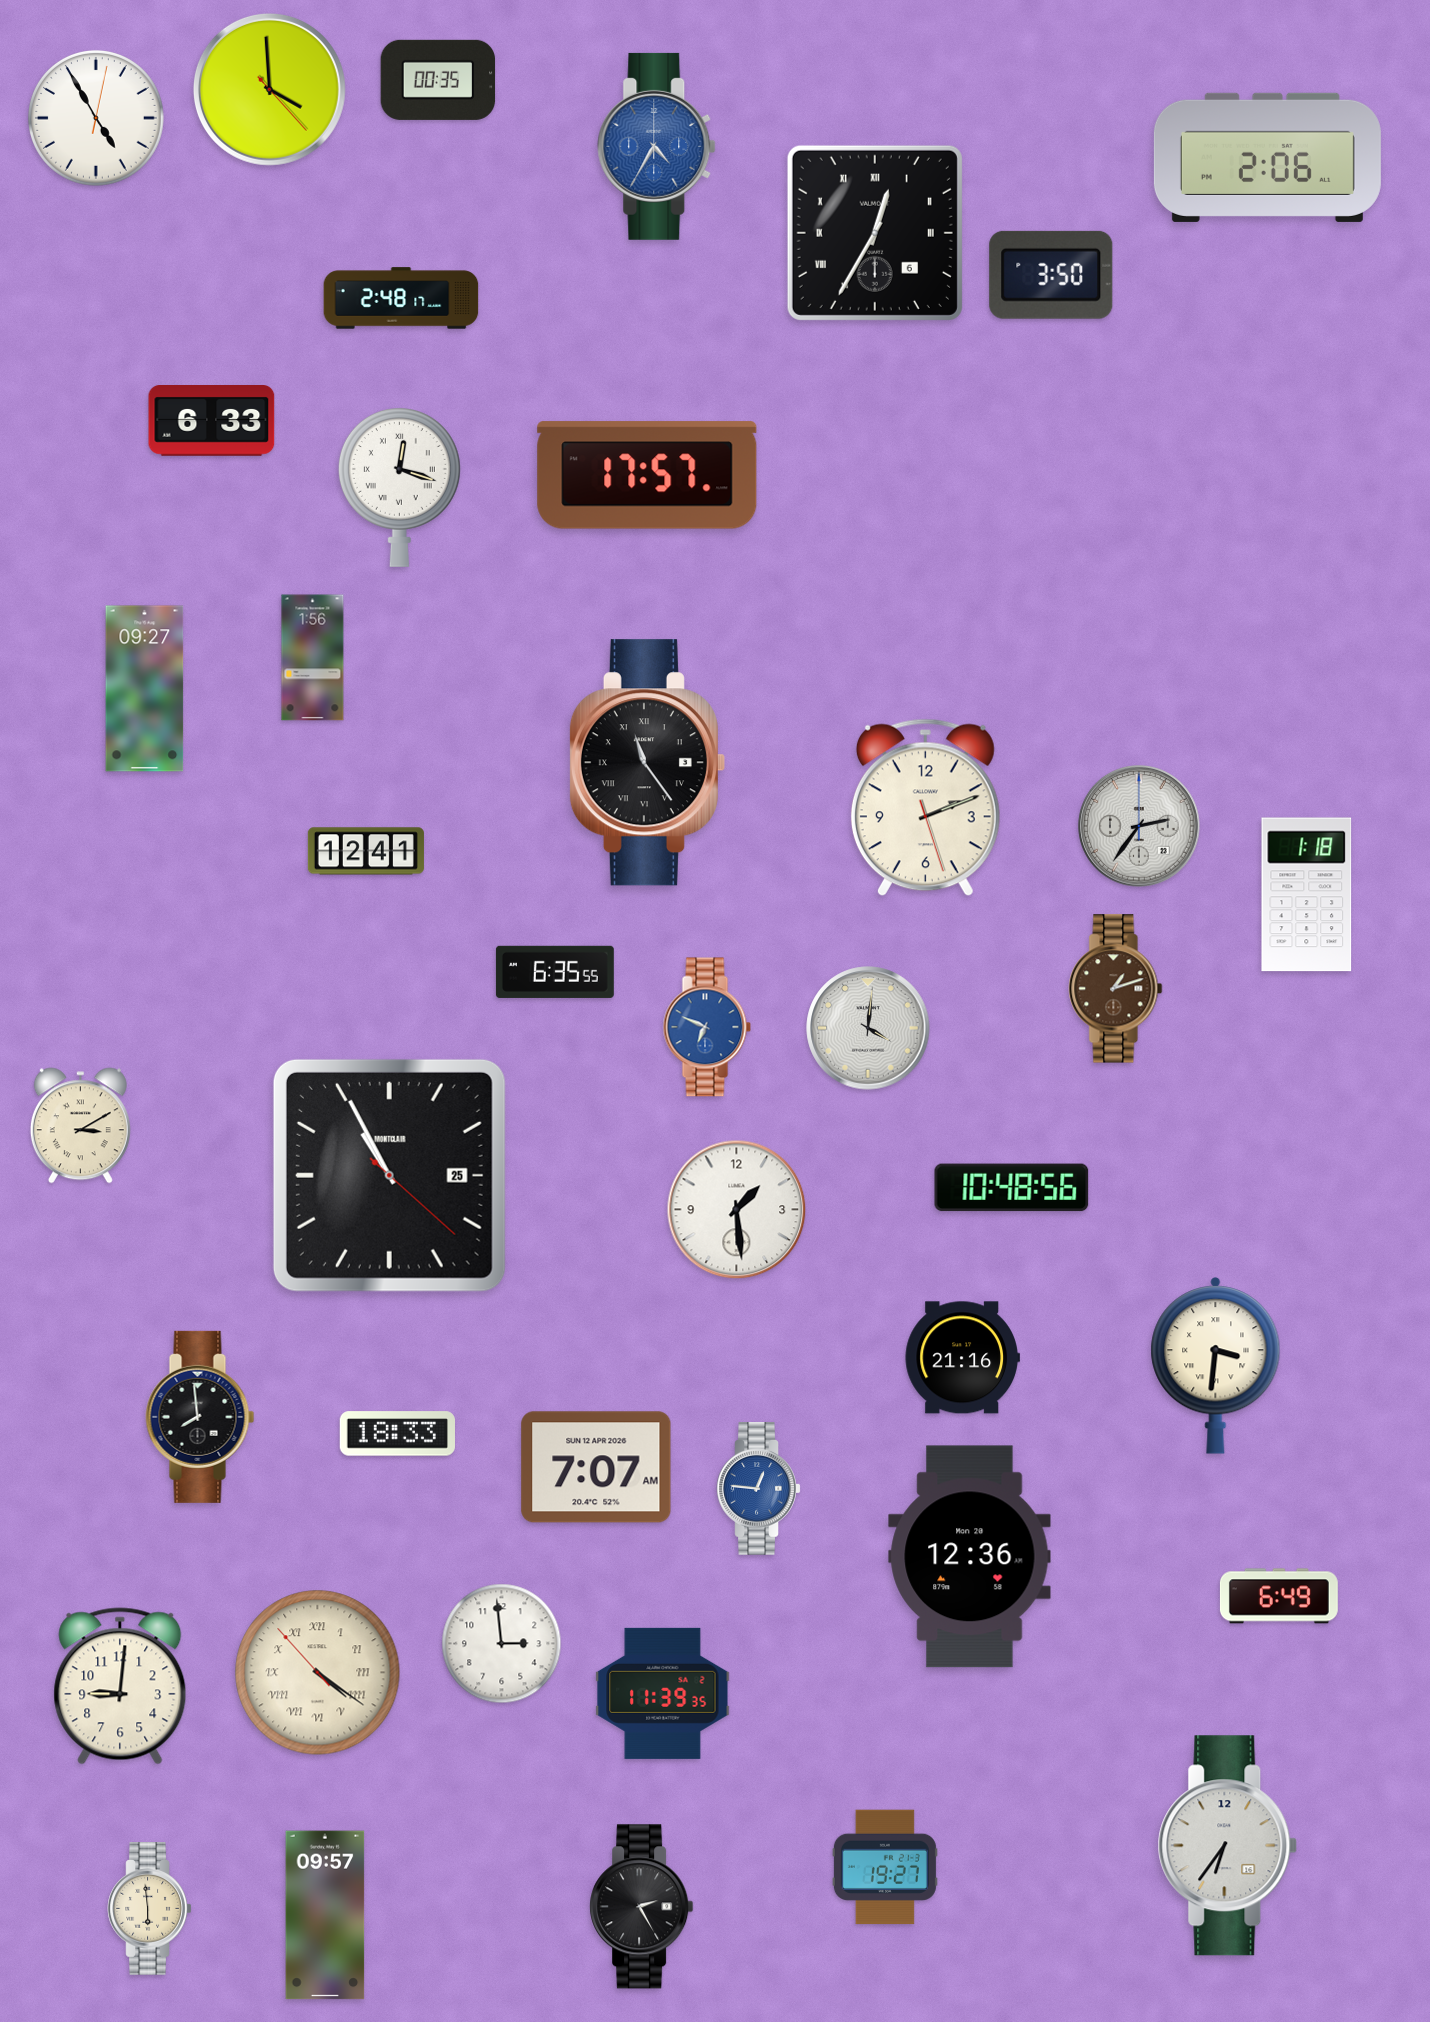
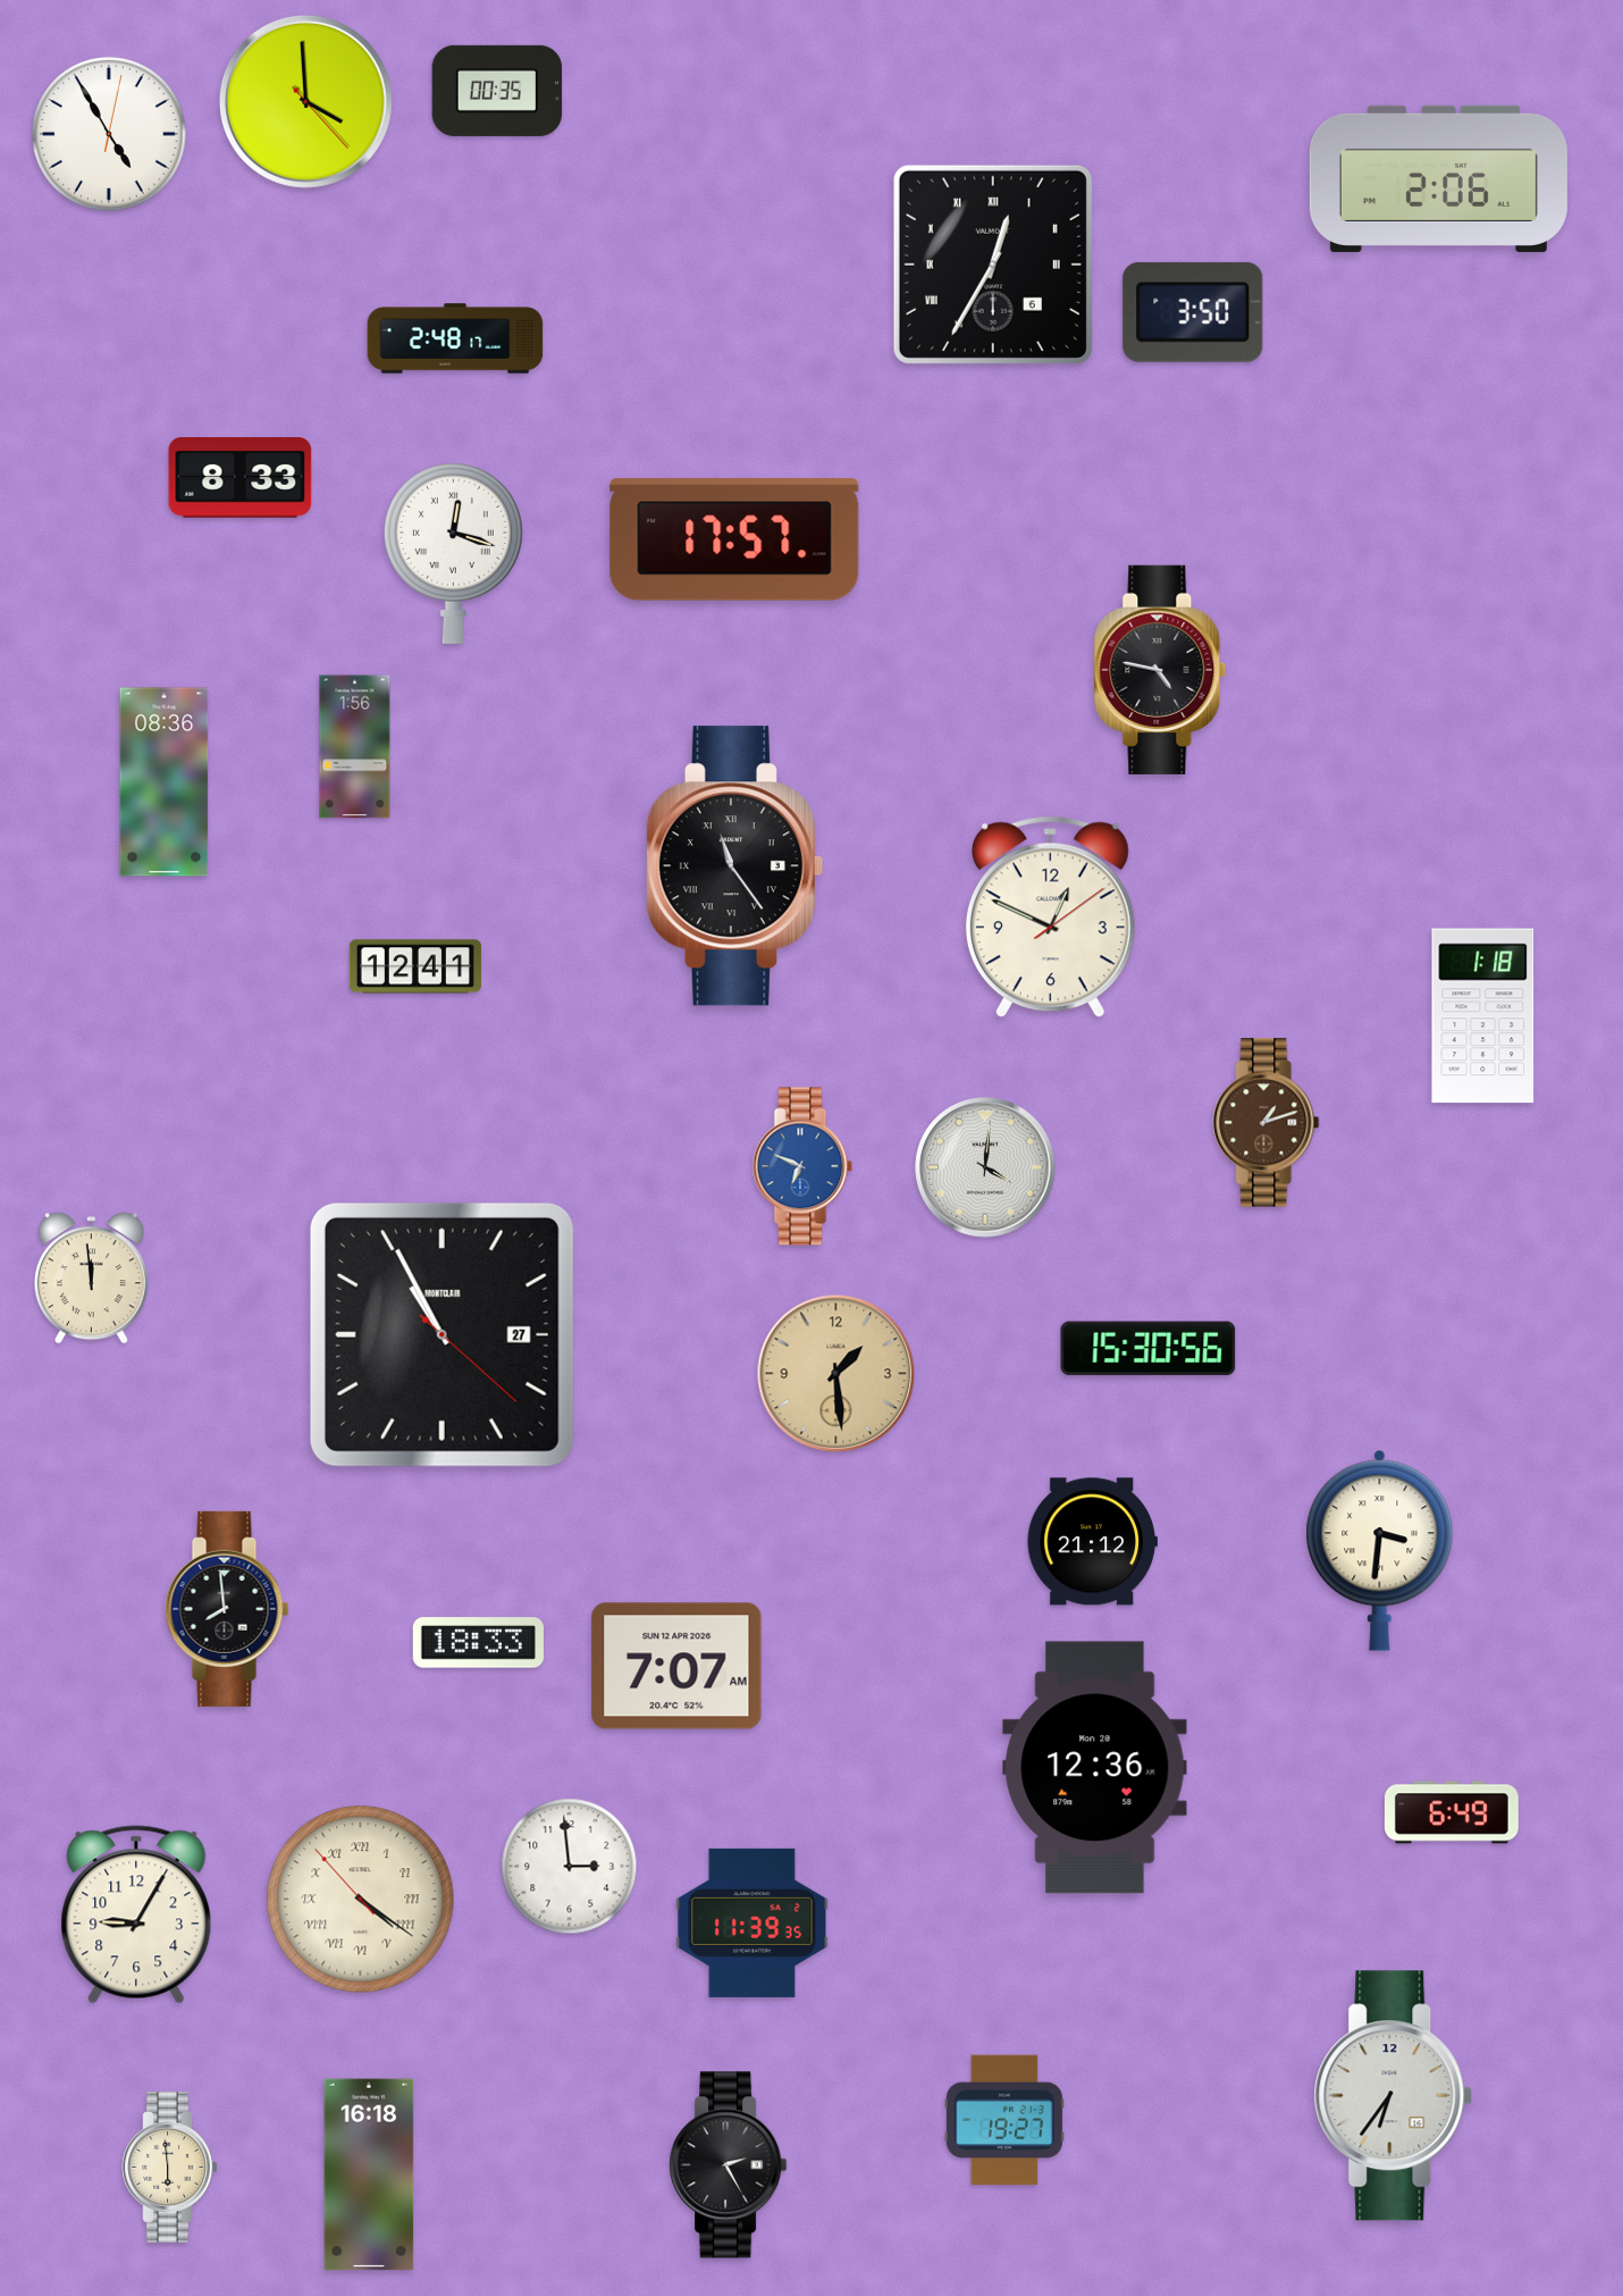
clock at (657, 146): 4:35 -> none
clock at (212, 421): 6:33 -> 8:33
clock at (1160, 670): none -> 4:47
clock at (145, 689): 09:27 -> 08:36
clock at (925, 808): 2:11 -> 12:49
clock at (1139, 826): 2:36 -> none
clock at (555, 972): 6:35 -> none
clock at (80, 1126): 3:10 -> 11:59
clock at (389, 1175) date: 25 -> 27
clock at (1012, 1188): 10:48 -> 15:30
clock at (737, 1210) dial: white -> champagne
clock at (962, 1358): 21:16 -> 21:12
clock at (397, 1434) position: (397, 1434) -> (478, 1643)
clock at (759, 1489): 12:46 -> none
clock at (970, 1557) position: (970, 1557) -> (1095, 1768)
clock at (120, 1686): 9:01 -> 9:05
clock at (325, 1915): 09:57 -> 16:18
